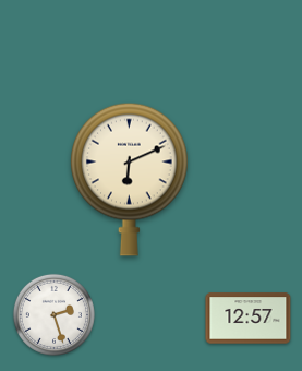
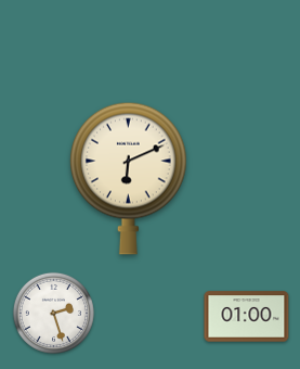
clock at (249, 319): 12:57 -> 01:00
